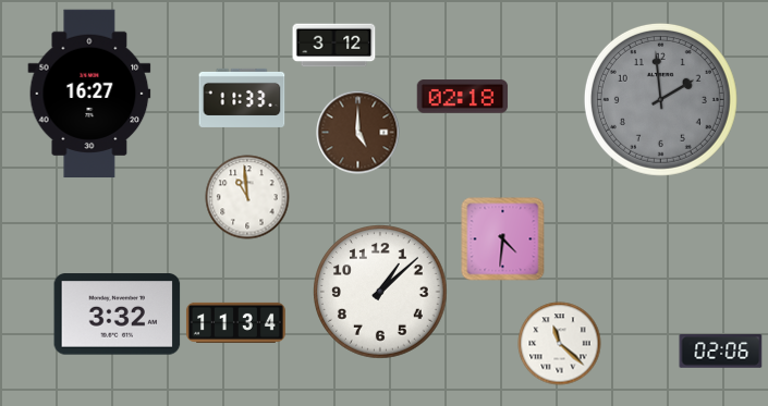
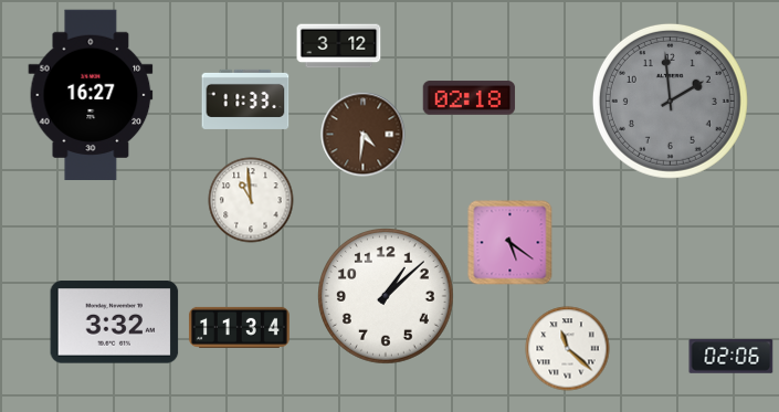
clock at (358, 133): 5:00 -> 4:31
clock at (503, 239): 4:31 -> 5:21
clock at (118, 315) position: (118, 315) -> (115, 323)
